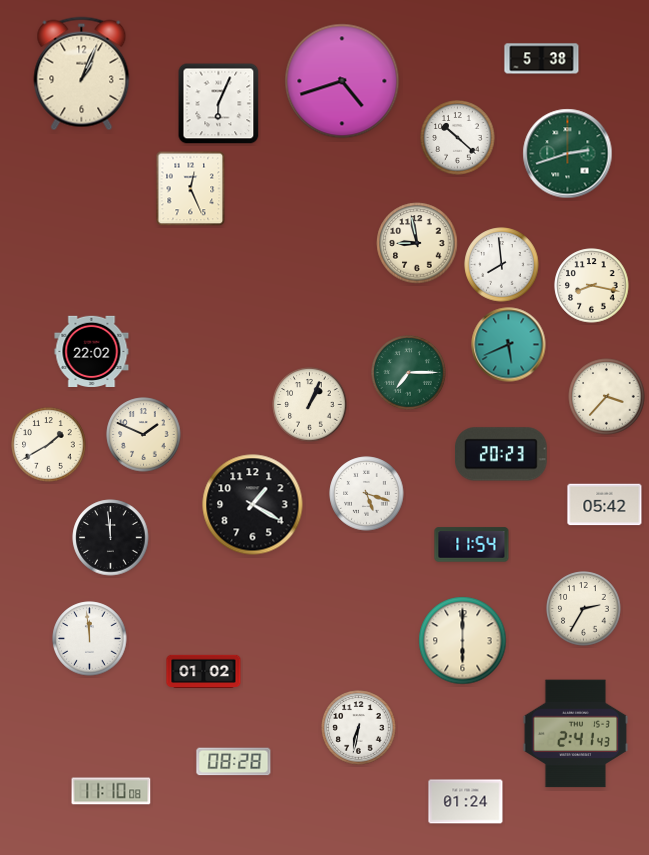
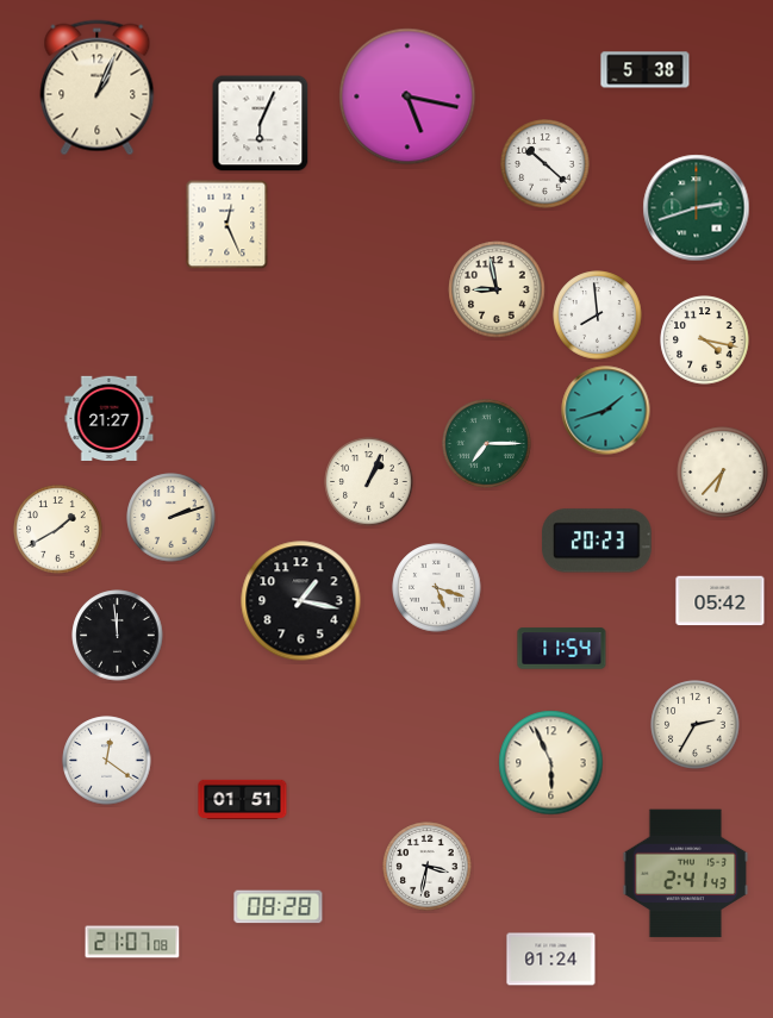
clock at (342, 81): 4:42 -> 5:17
clock at (568, 154) position: (568, 154) -> (697, 208)
clock at (592, 286): 8:17 -> 4:17
clock at (509, 345): 5:41 -> 1:42
clock at (92, 351): 22:02 -> 21:27
clock at (607, 397): 3:37 -> 6:37
clock at (144, 435): 1:49 -> 2:12
clock at (253, 505): 1:20 -> 1:17
clock at (111, 538) position: (111, 538) -> (118, 636)
clock at (90, 639): 11:59 -> 12:21
clock at (463, 641): 6:00 -> 5:56
clock at (204, 671): 01:02 -> 01:51
clock at (359, 728): 6:32 -> 3:32
clock at (111, 791): 11:10 -> 21:07
clock at (466, 802) position: (466, 802) -> (551, 960)
